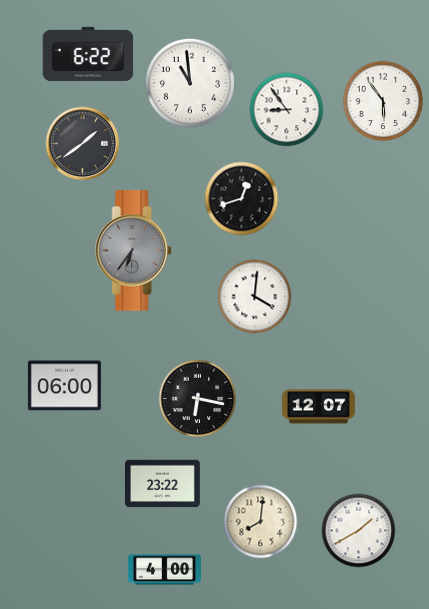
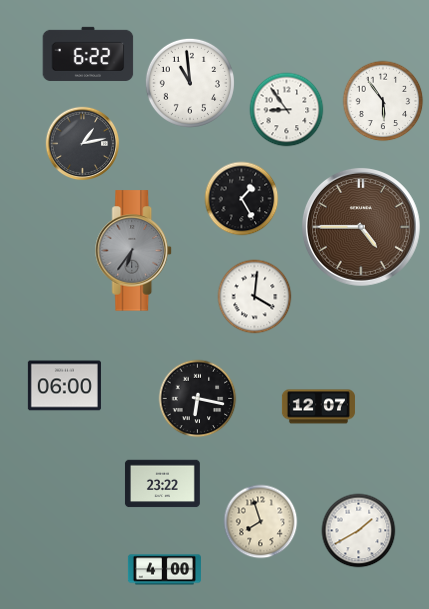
clock at (83, 144): 1:39 -> 1:13
clock at (242, 199): 12:42 -> 1:25
clock at (361, 227): none -> 4:45
clock at (261, 522): 8:01 -> 7:57
